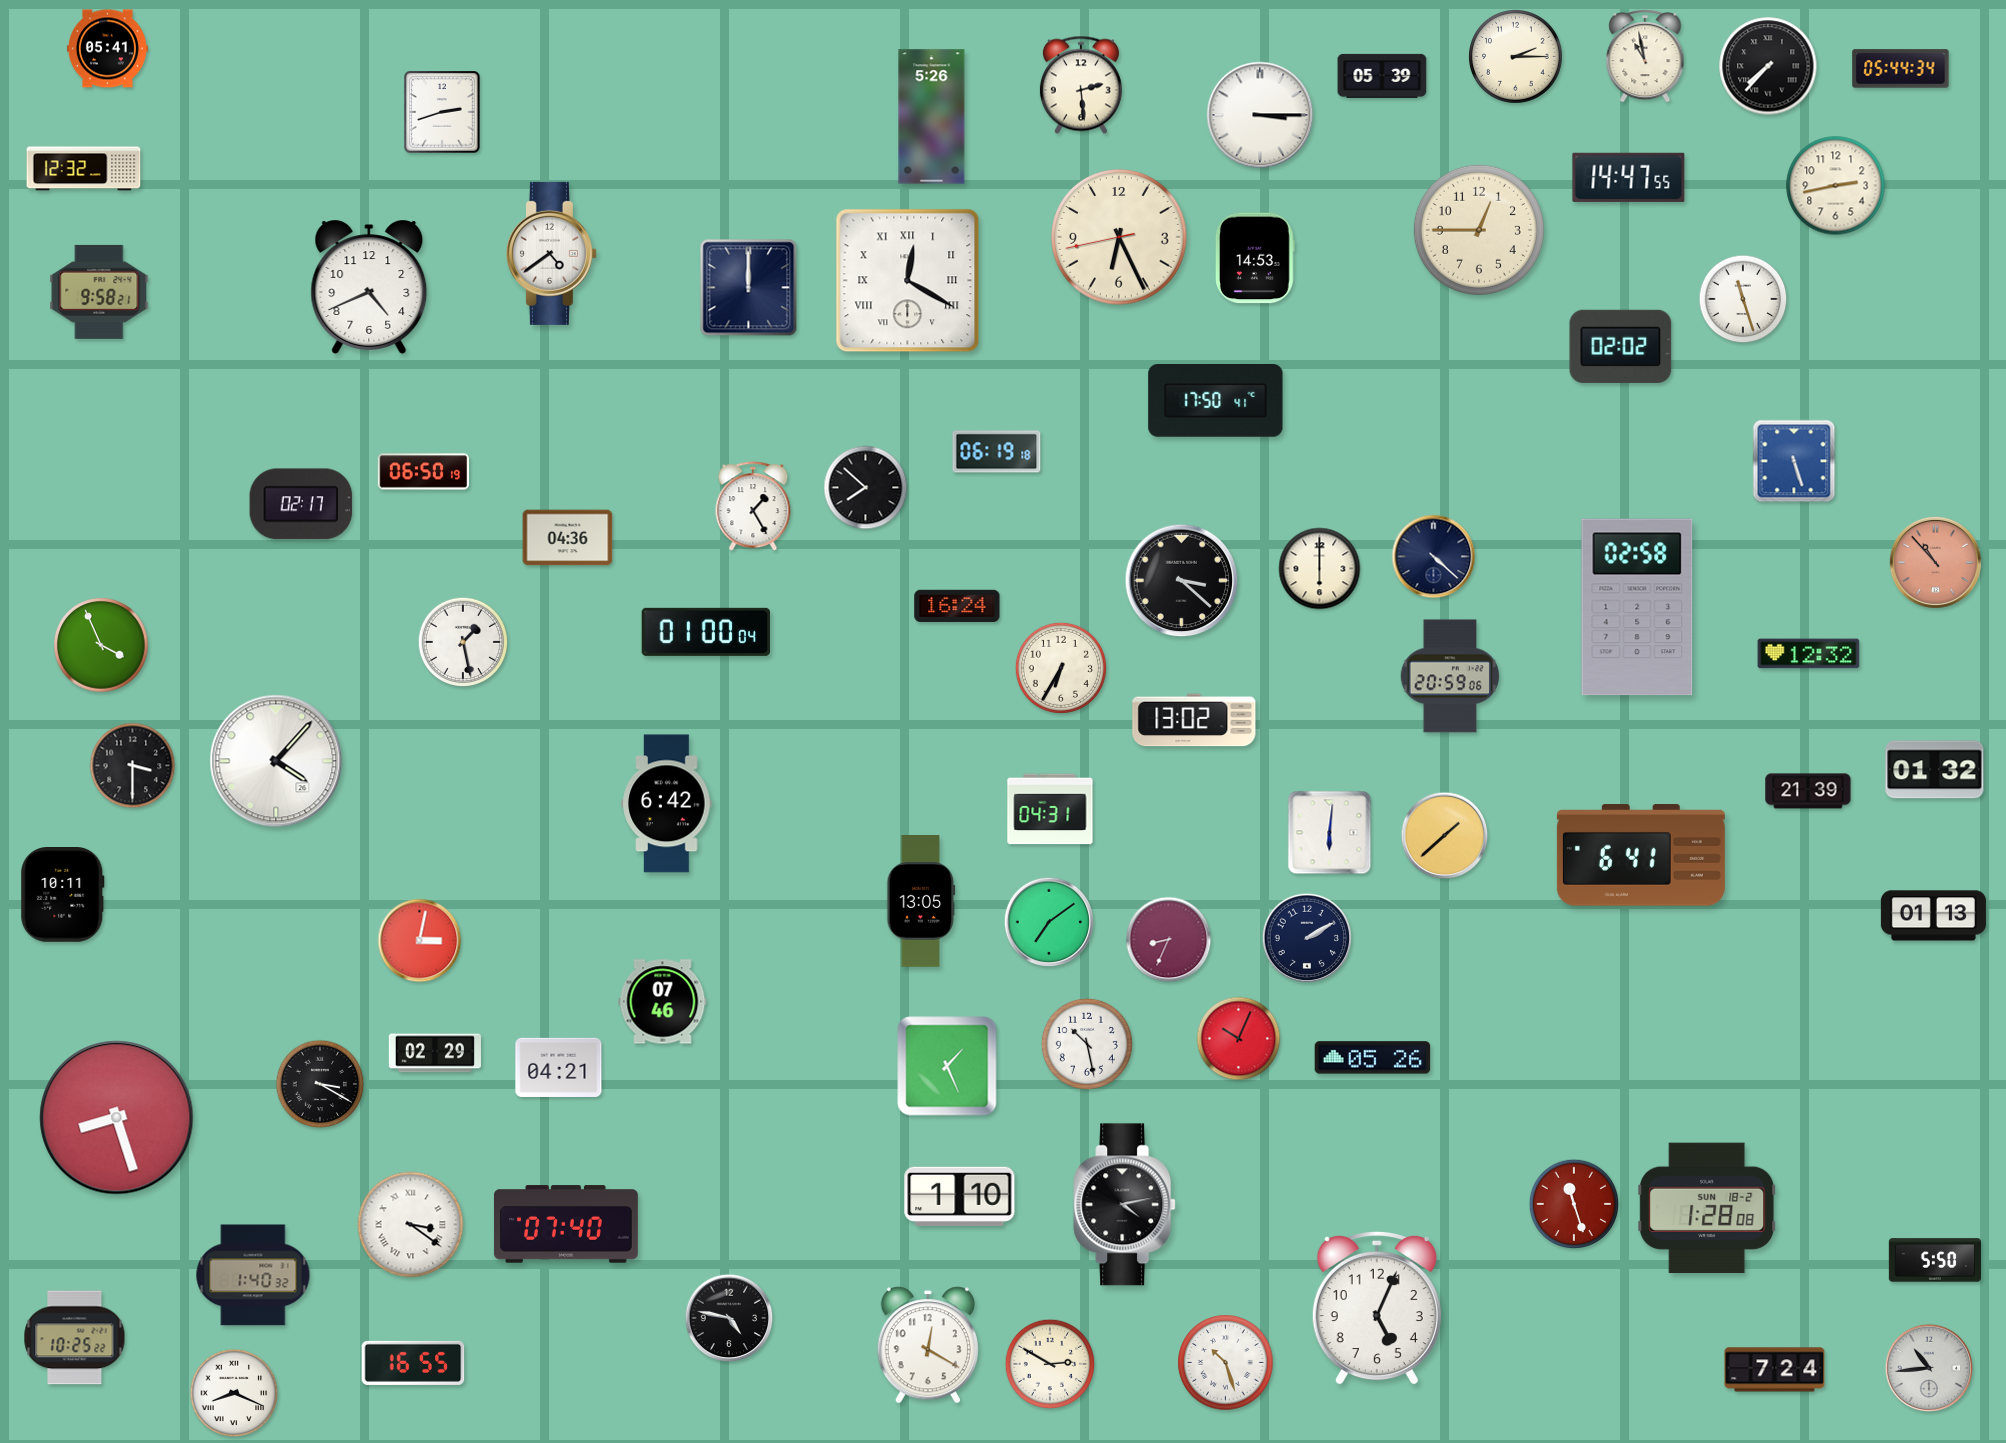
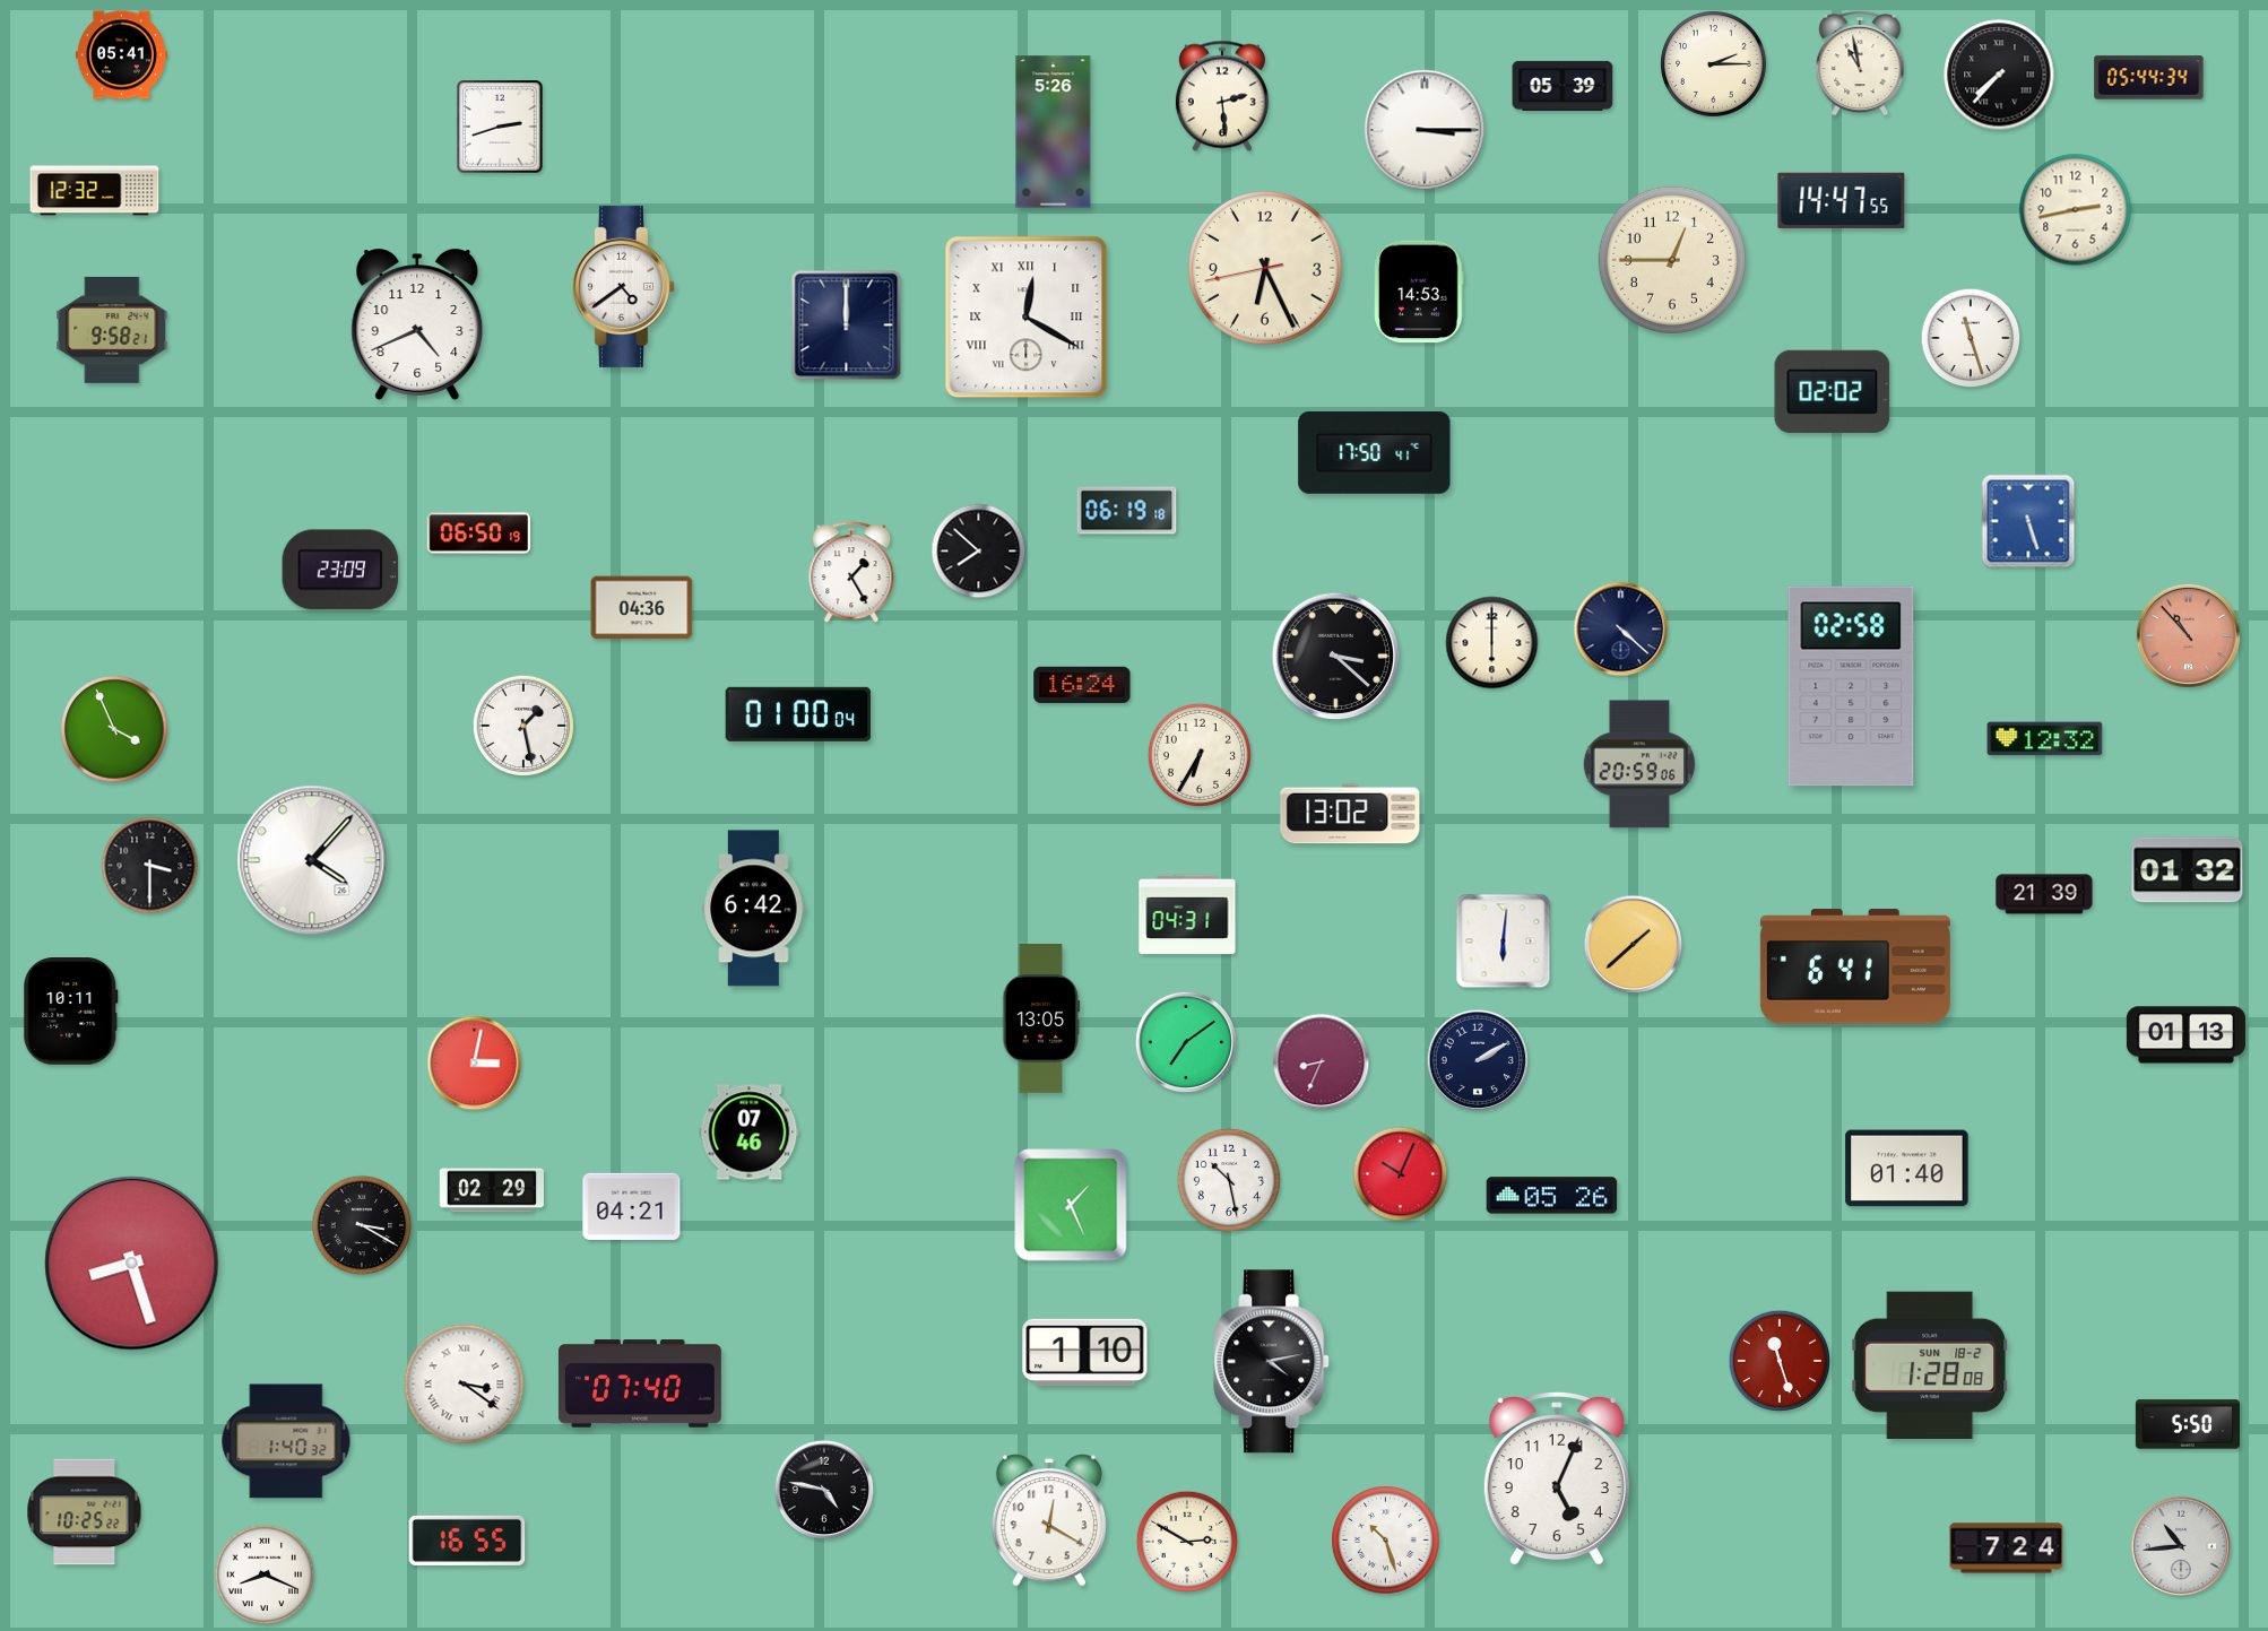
clock at (301, 504): 02:17 -> 23:09
clock at (1907, 1169): none -> 01:40
